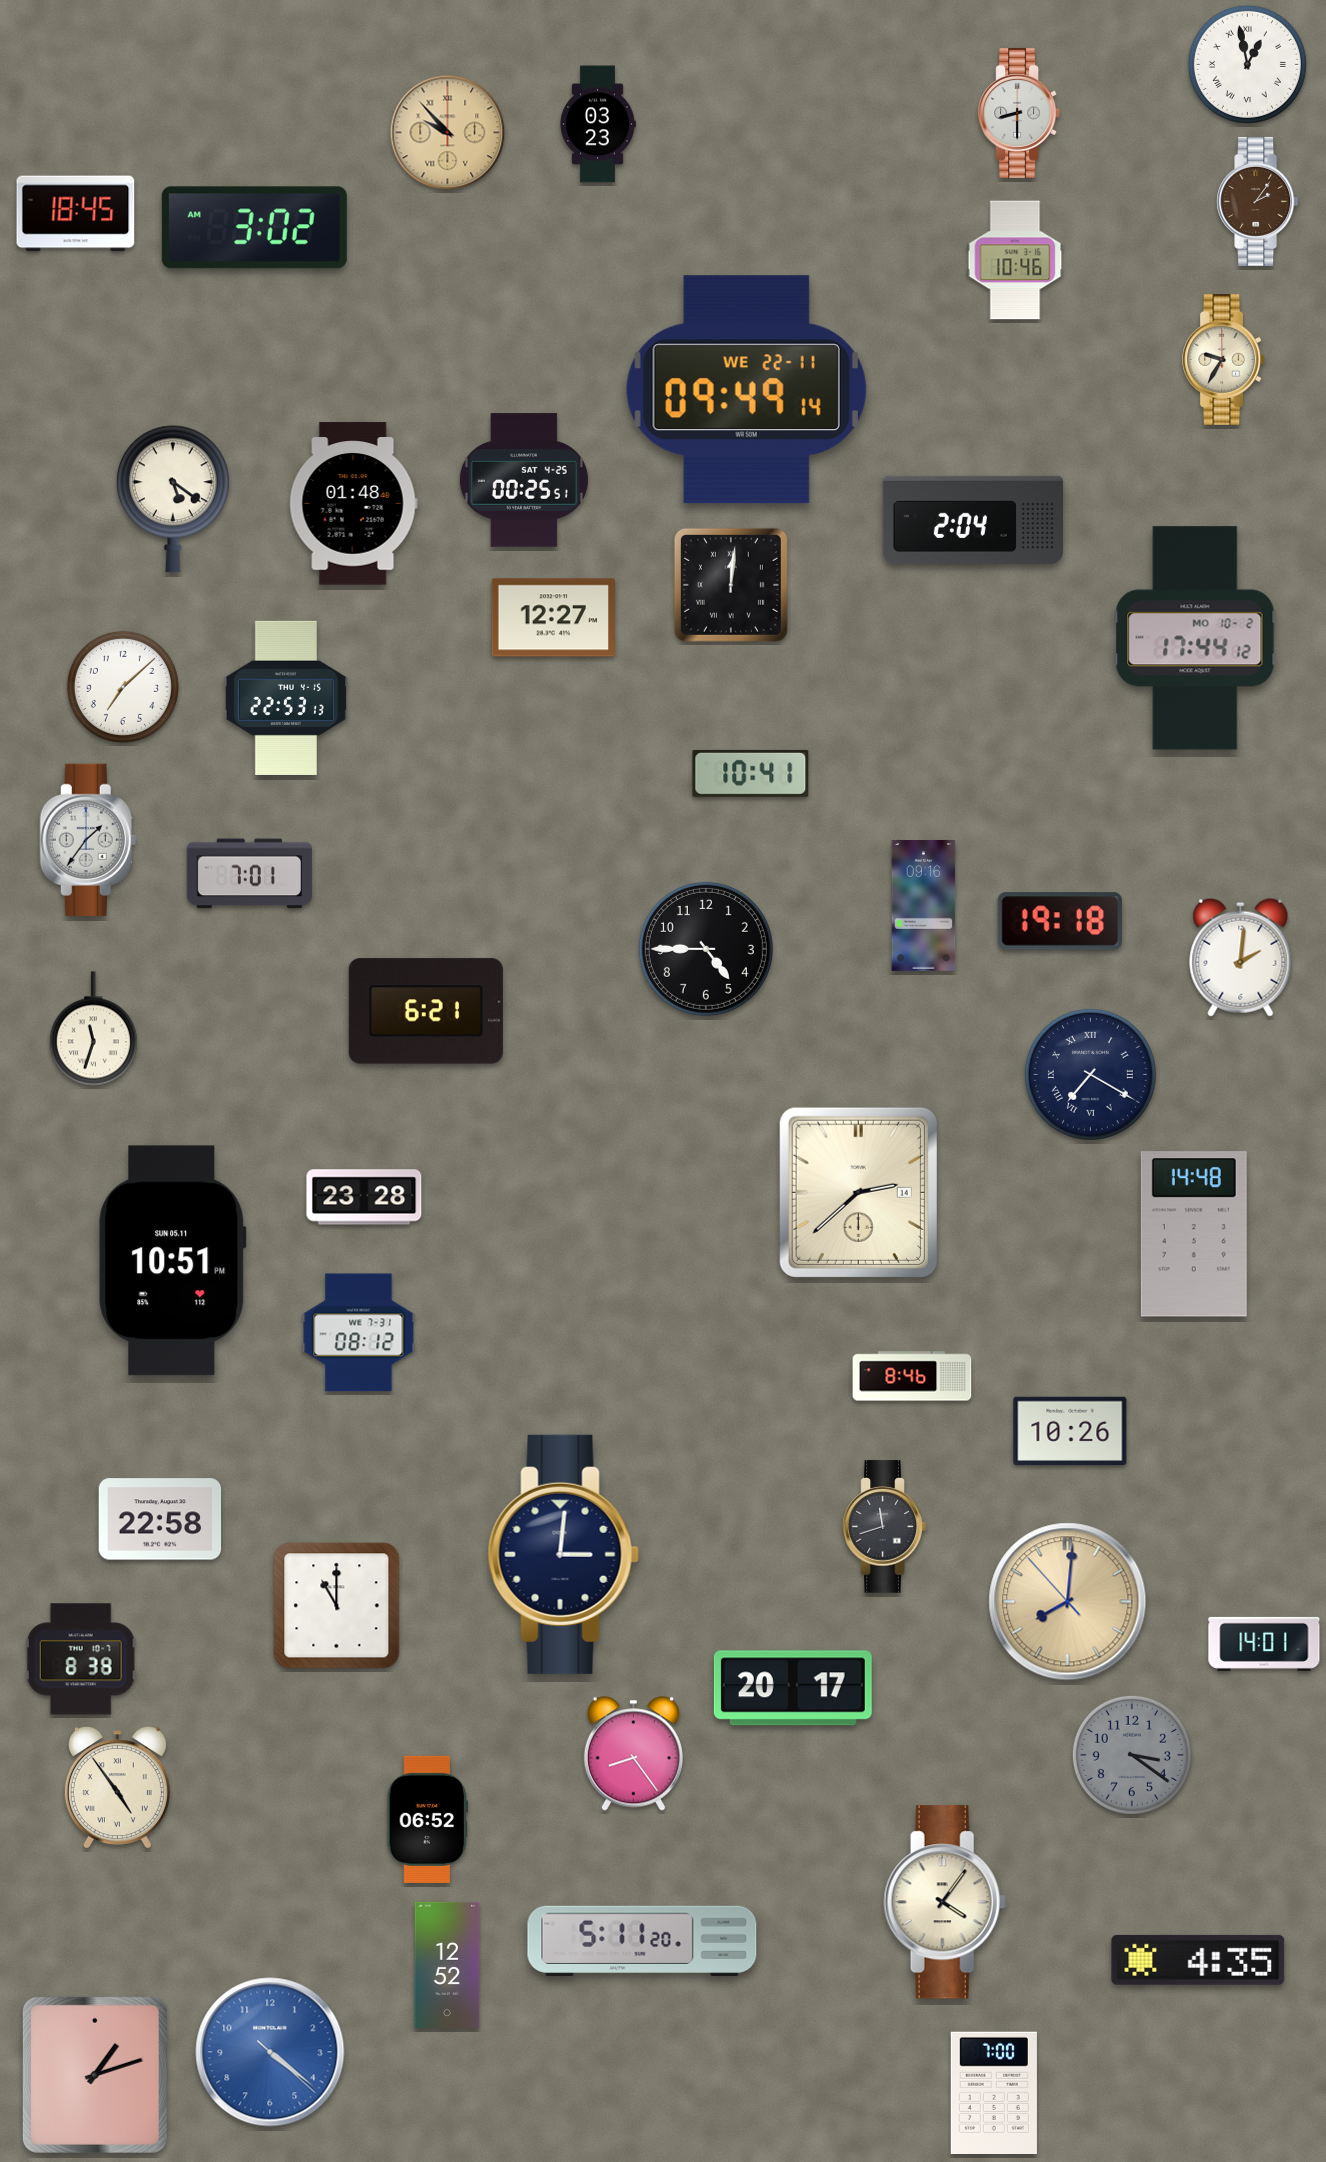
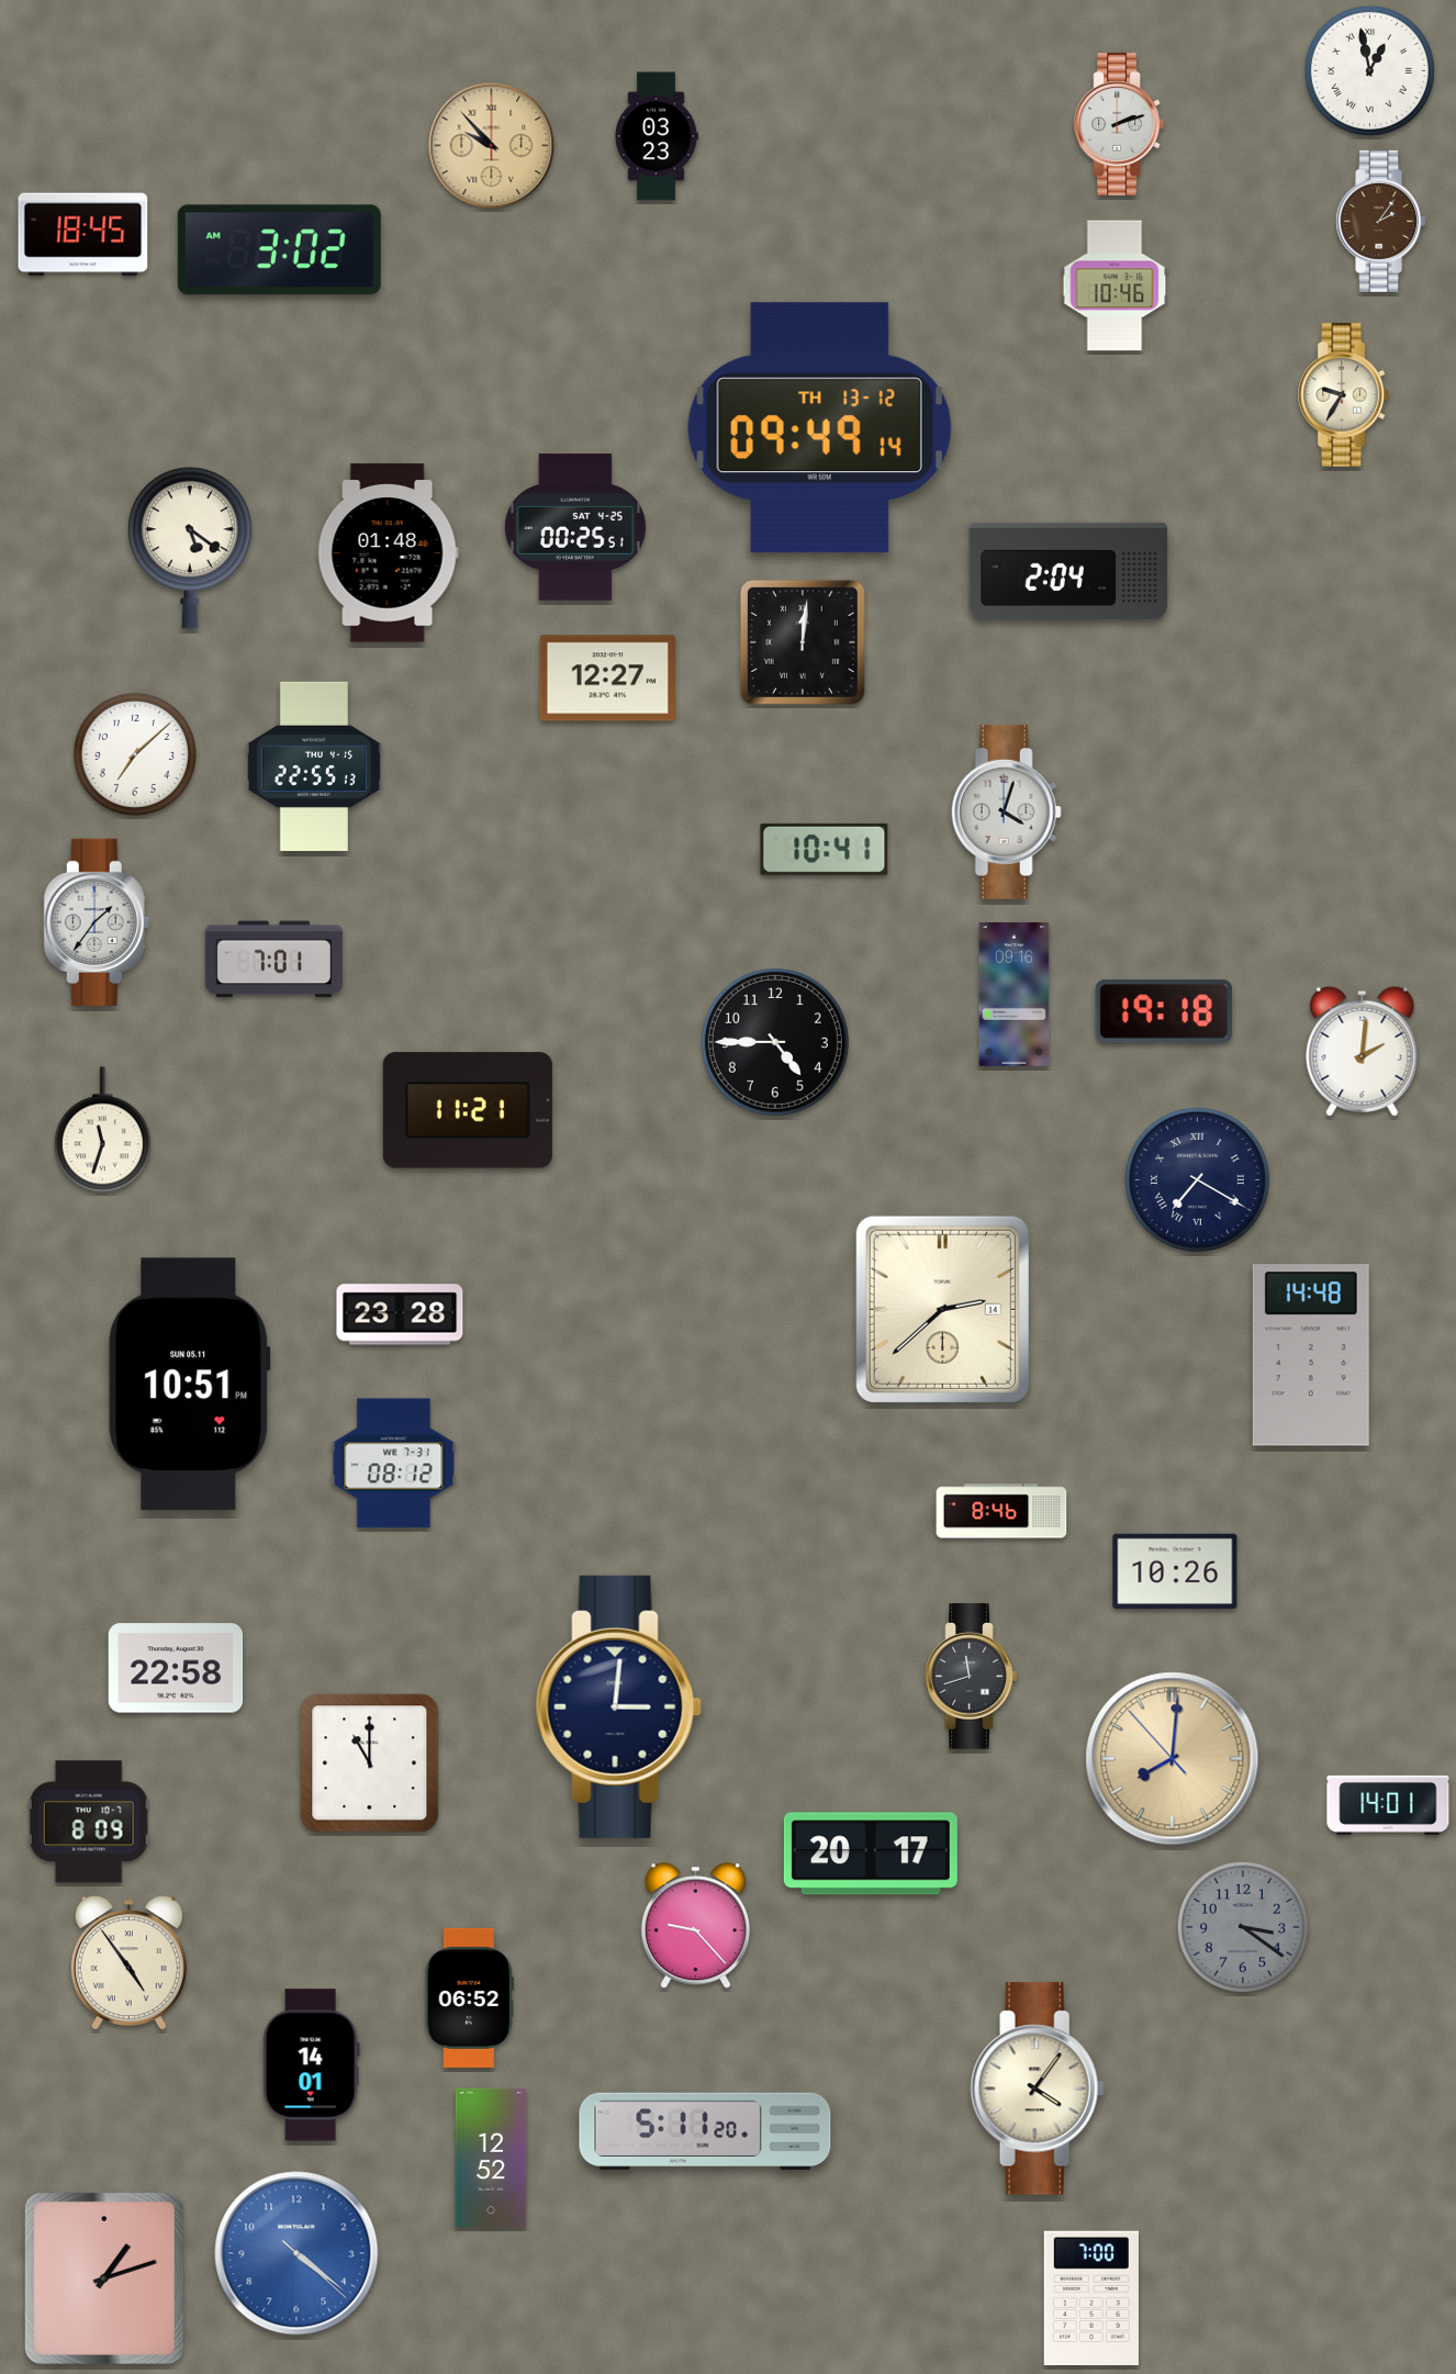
clock at (1019, 113): 8:30 -> 2:12
clock at (746, 390) date: WE 22-11 -> TH 13-12
clock at (1195, 638): 17:44 -> none
clock at (286, 698): 22:53 -> 22:55
clock at (1006, 811): none -> 4:03
clock at (426, 1011): 6:21 -> 11:21
clock at (81, 1659): 8:38 -> 8:09
clock at (633, 1754): 8:24 -> 9:23
clock at (311, 2065): none -> 14:01
clock at (1198, 1960): 4:35 -> none
